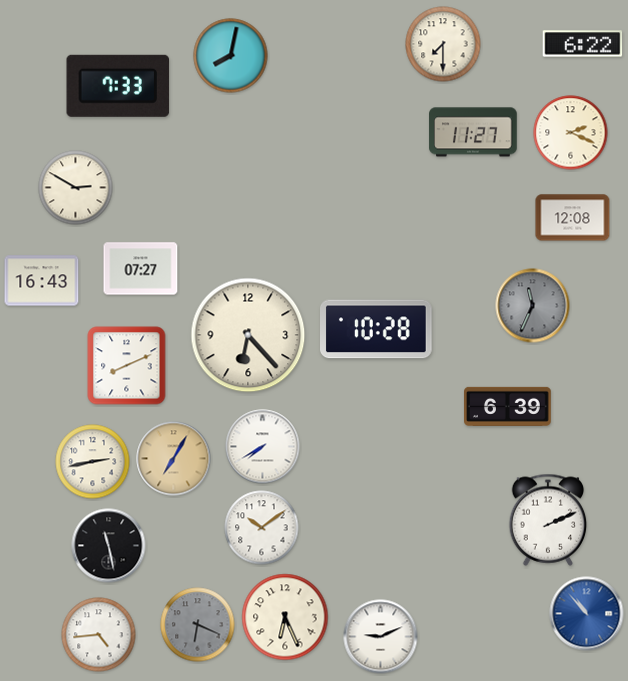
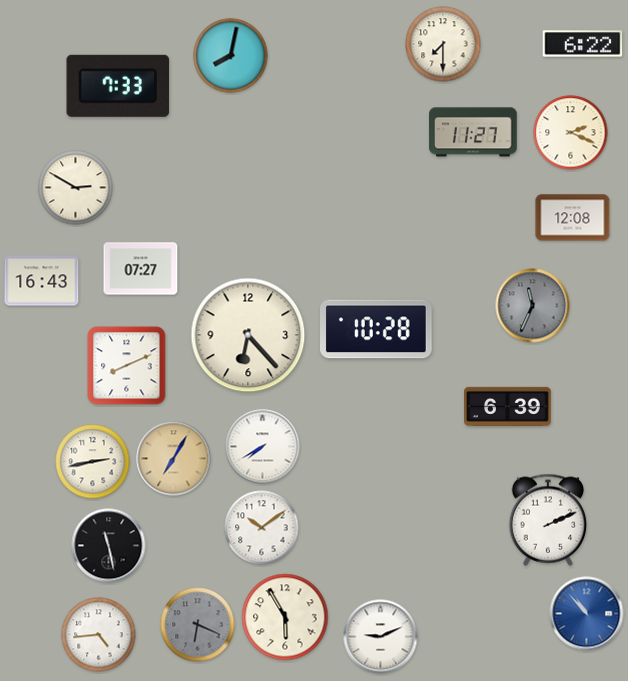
clock at (285, 617): 6:26 -> 5:55
